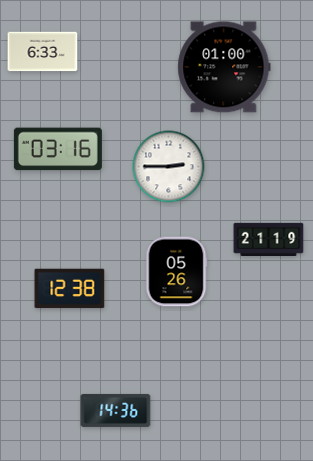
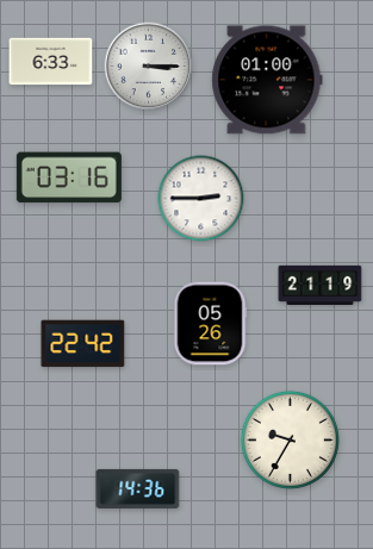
clock at (149, 67): none -> 3:15
clock at (70, 289): 12:38 -> 22:42
clock at (290, 439): none -> 9:35
